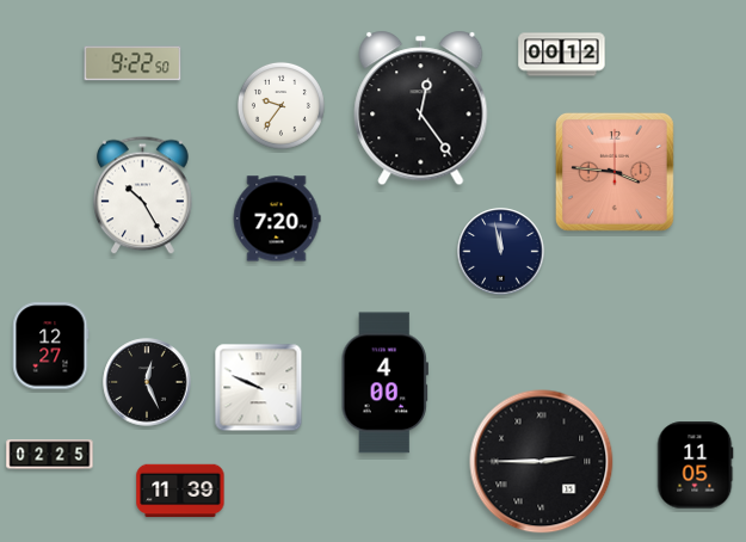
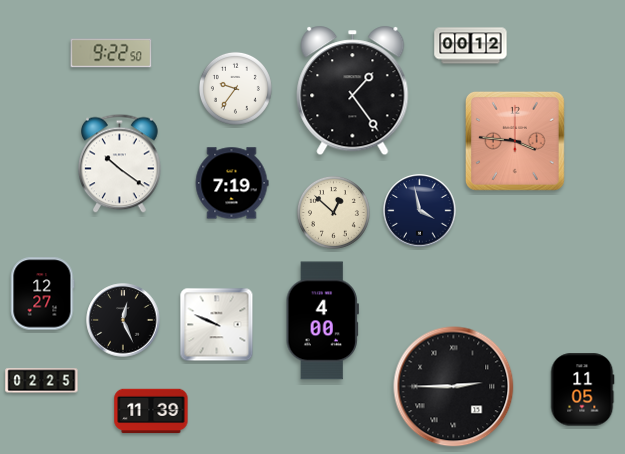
clock at (421, 109): 12:24 -> 1:24
clock at (615, 172) position: (615, 172) -> (515, 141)
clock at (143, 196): 10:25 -> 10:21
clock at (277, 218): 7:20 -> 7:19
clock at (501, 252): 11:58 -> 3:58
clock at (333, 212): none -> 12:52
clock at (51, 346) position: (51, 346) -> (43, 294)
